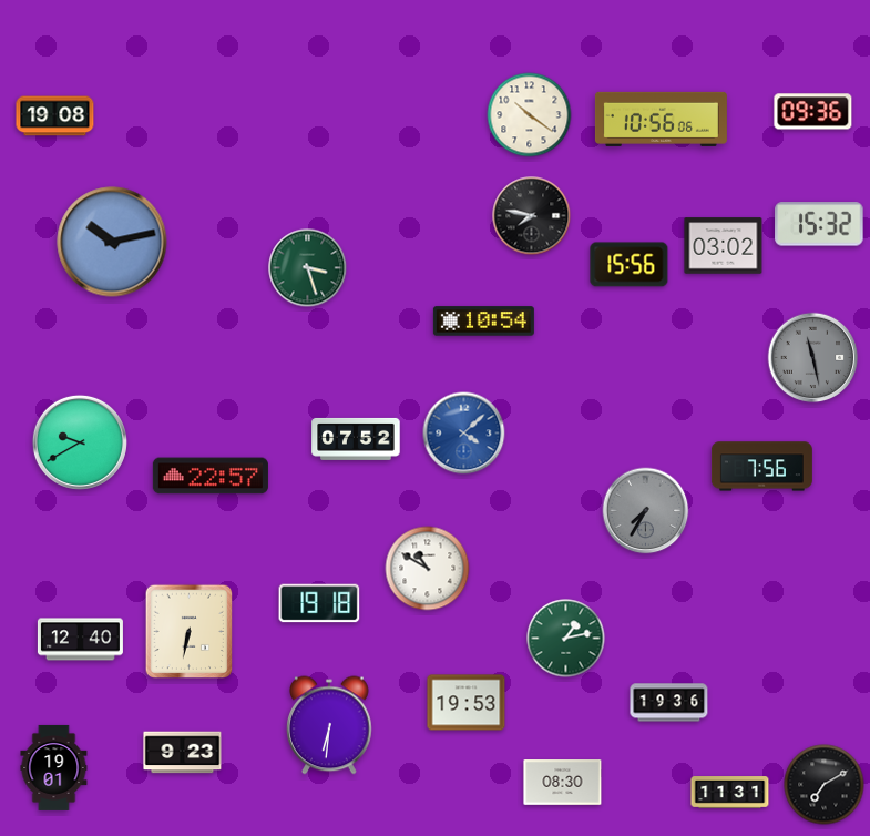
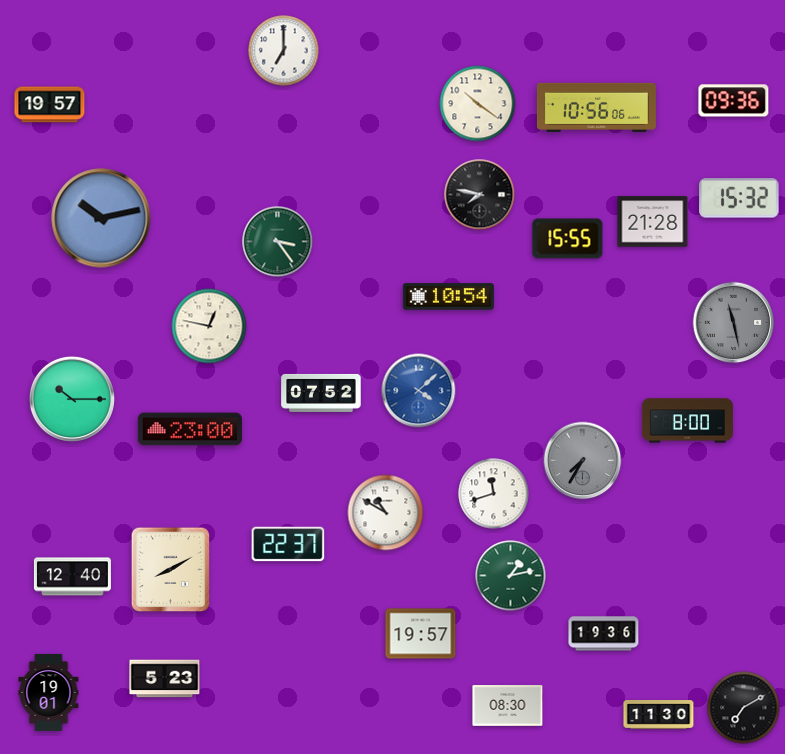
clock at (284, 51): none -> 7:00
clock at (55, 116): 19:08 -> 19:57
clock at (819, 224) position: (819, 224) -> (739, 198)
clock at (724, 246): 03:02 -> 21:28
clock at (630, 265): 15:56 -> 15:55
clock at (308, 268): 3:27 -> 3:24
clock at (483, 322) position: (483, 322) -> (448, 297)
clock at (209, 326): none -> 12:47
clock at (356, 439) position: (356, 439) -> (321, 393)
clock at (80, 442): 9:40 -> 10:15
clock at (761, 467): 7:56 -> 8:00
clock at (211, 476): 22:57 -> 23:00
clock at (494, 494): none -> 11:42
clock at (319, 603): 19:18 -> 22:37
clock at (190, 632): 6:32 -> 8:10
clock at (467, 703): 19:53 -> 19:57
clock at (330, 725): 6:31 -> none
clock at (183, 753): 9:23 -> 5:23
clock at (730, 793): 11:31 -> 11:30
